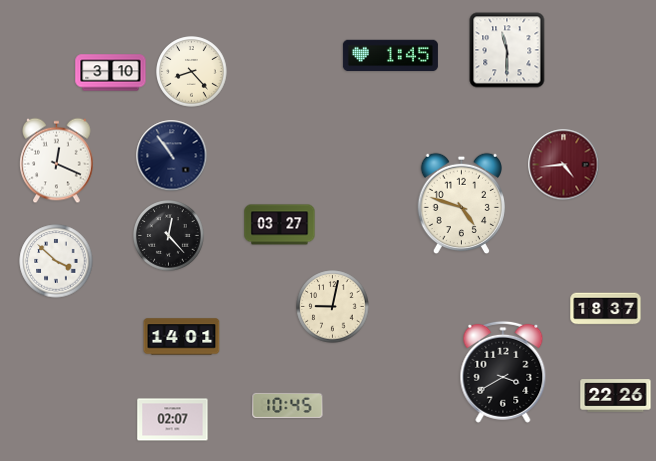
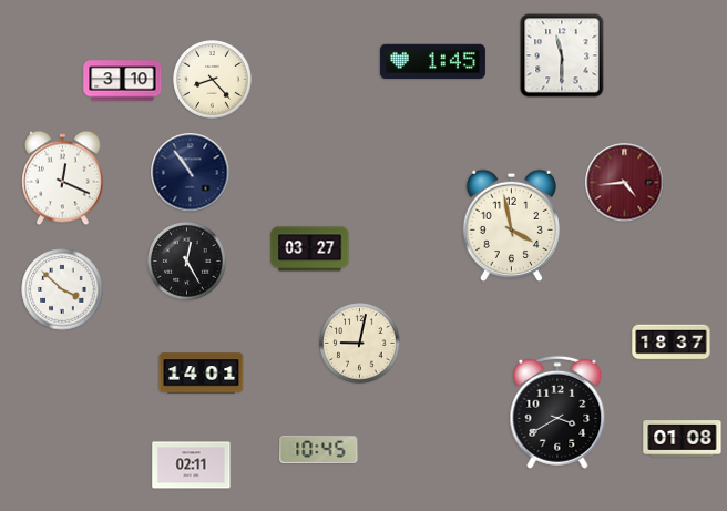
clock at (461, 204): 4:48 -> 3:58
clock at (169, 236): 12:23 -> 12:25
clock at (333, 307) position: (333, 307) -> (360, 344)
clock at (616, 396): 22:26 -> 01:08
clock at (173, 420): 02:07 -> 02:11
